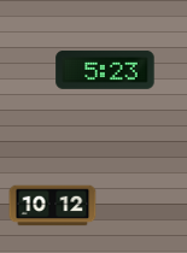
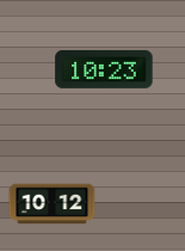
clock at (105, 70): 5:23 -> 10:23
